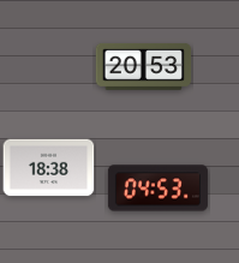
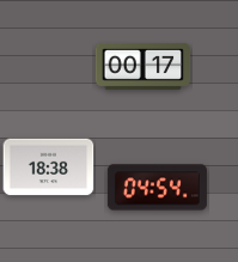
clock at (144, 66): 20:53 -> 00:17
clock at (157, 189): 04:53 -> 04:54
